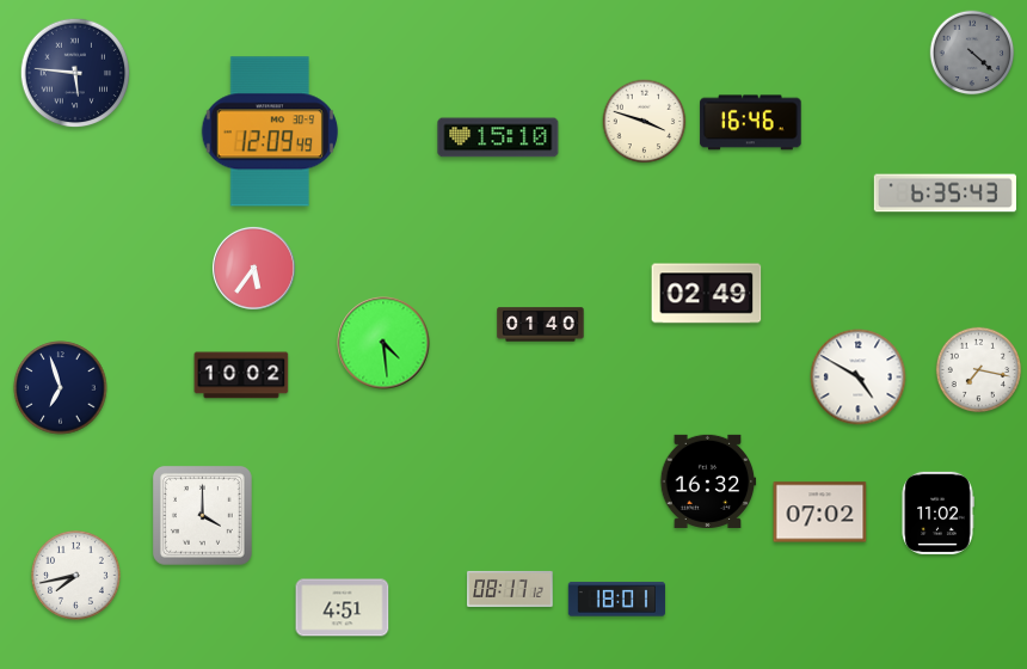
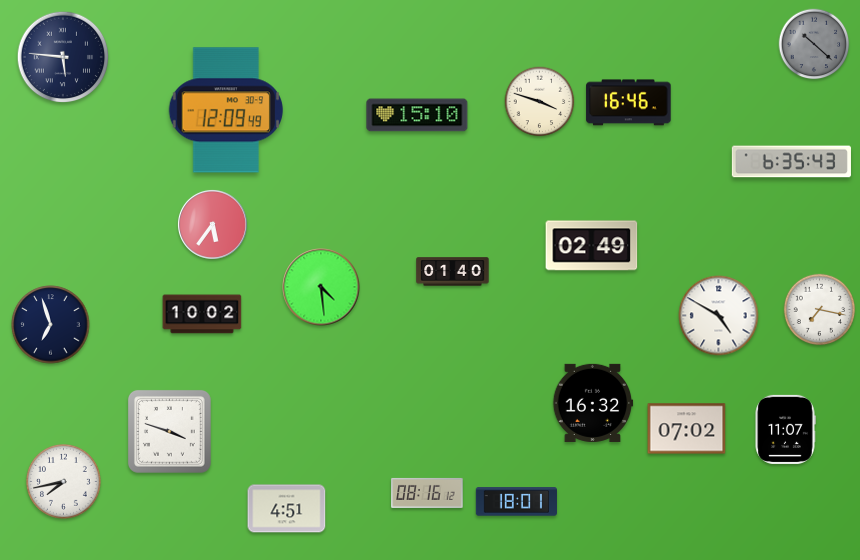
clock at (972, 53): 4:22 -> 10:22
clock at (75, 73) position: (75, 73) -> (63, 57)
clock at (937, 513): 11:02 -> 11:07
clock at (202, 515): 4:00 -> 3:48
clock at (510, 589): 08:17 -> 08:16
